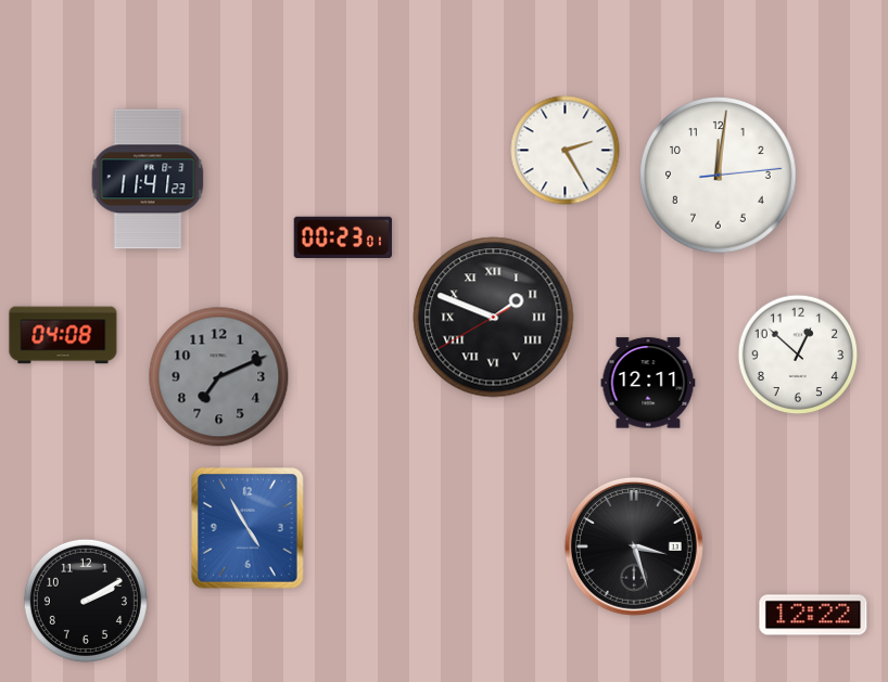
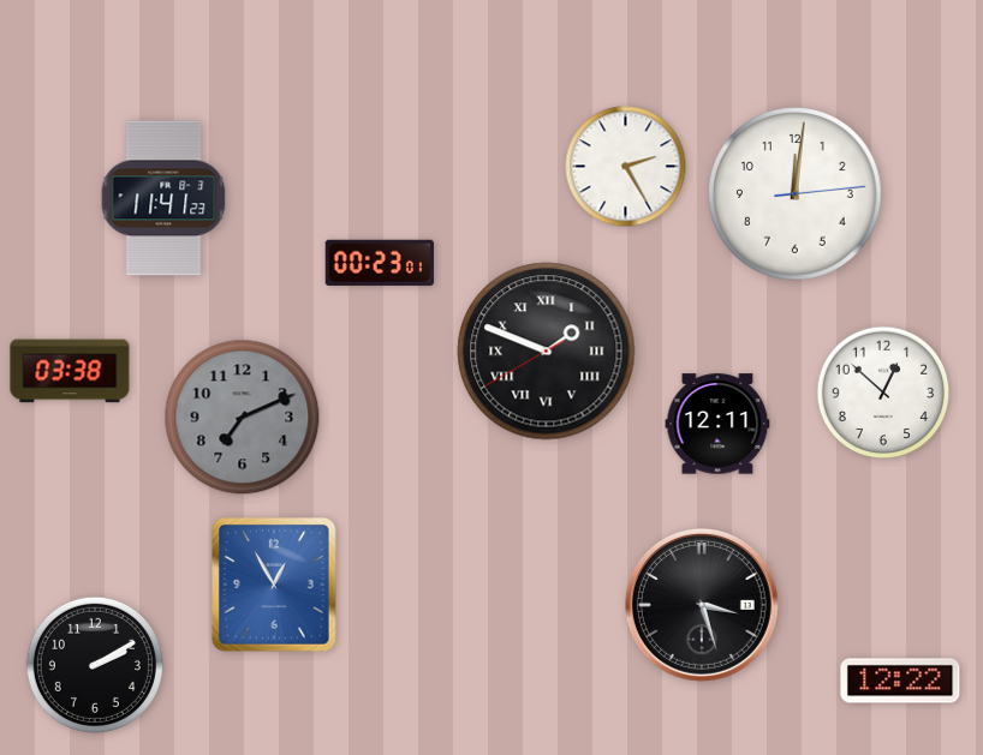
clock at (63, 335): 04:08 -> 03:38
clock at (249, 529): 4:55 -> 12:55
